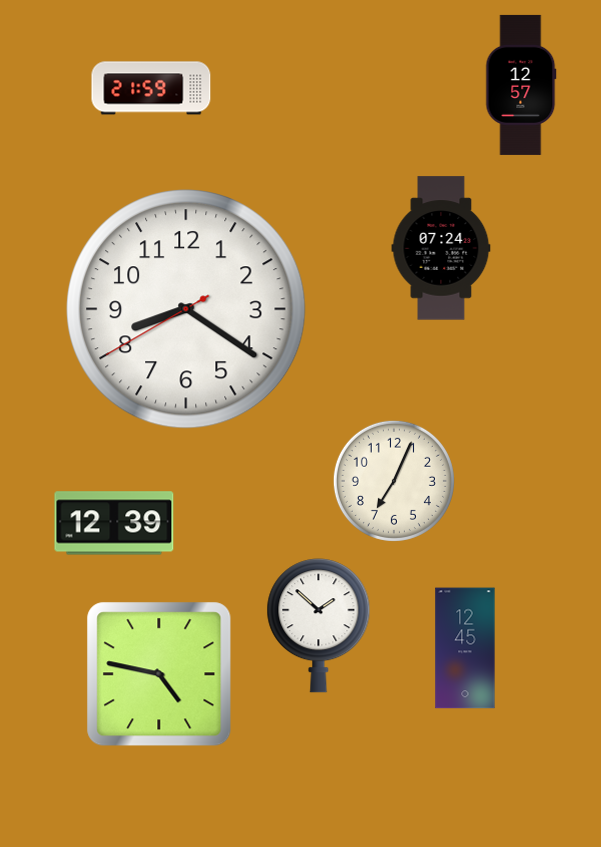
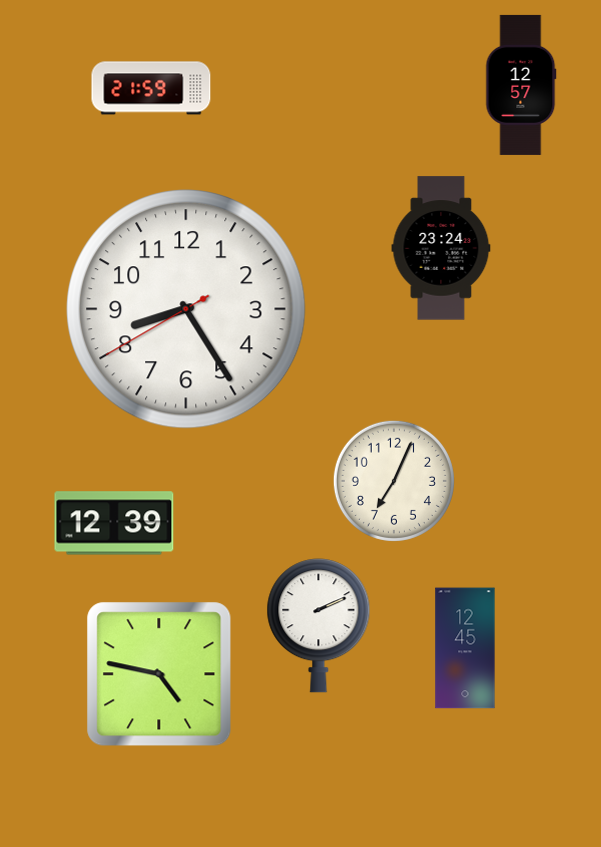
clock at (441, 248): 07:24 -> 23:24
clock at (186, 309): 8:20 -> 8:24
clock at (319, 626): 1:52 -> 2:11
